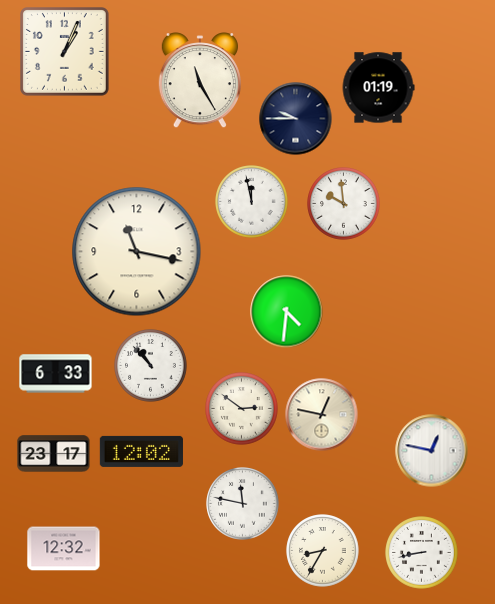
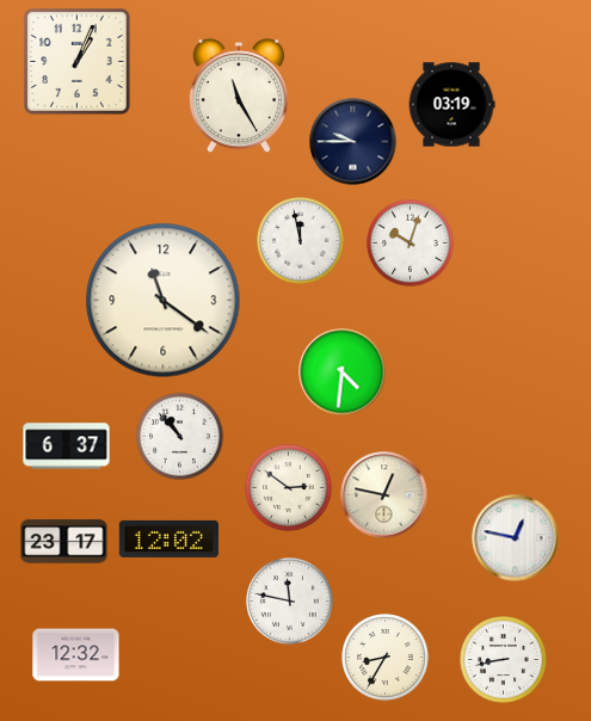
clock at (378, 88): 01:19 -> 03:19
clock at (344, 204): 9:59 -> 10:03
clock at (137, 252): 11:17 -> 11:21
clock at (56, 374): 6:33 -> 6:37
